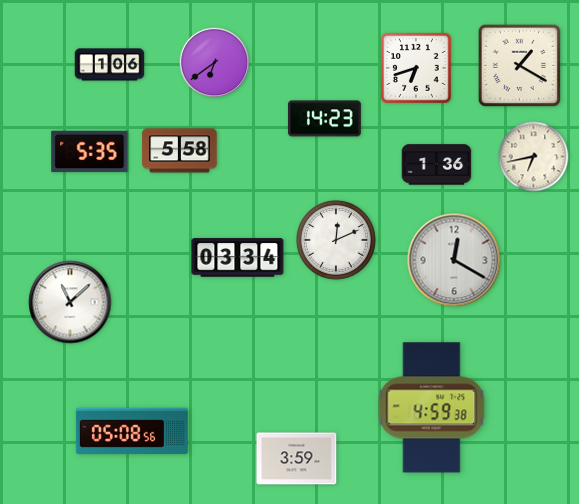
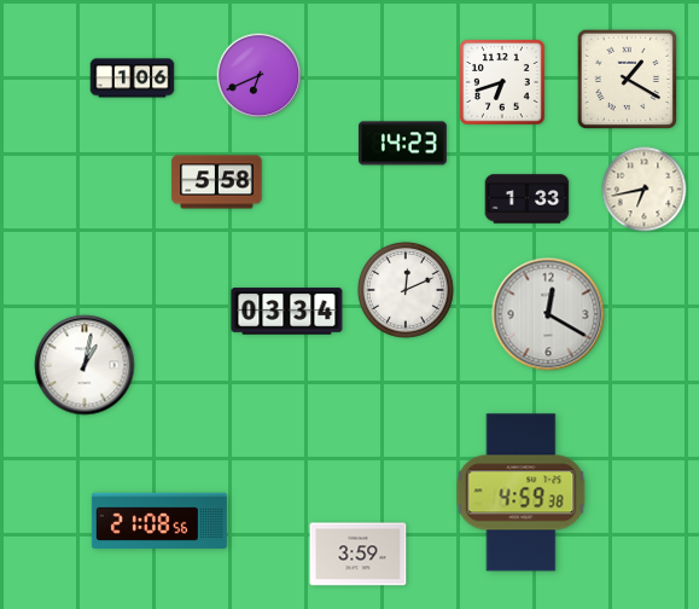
clock at (215, 63): 6:39 -> 6:41
clock at (324, 119) position: (324, 119) -> (402, 144)
clock at (90, 152): 5:35 -> none
clock at (437, 165): 1:36 -> 1:33
clock at (70, 302): 11:08 -> 1:02
clock at (132, 431): 05:08 -> 21:08
